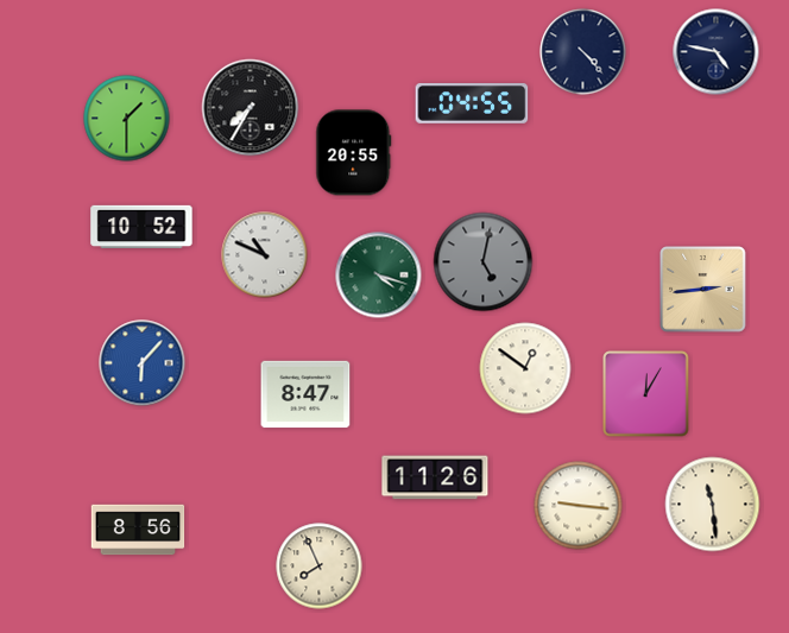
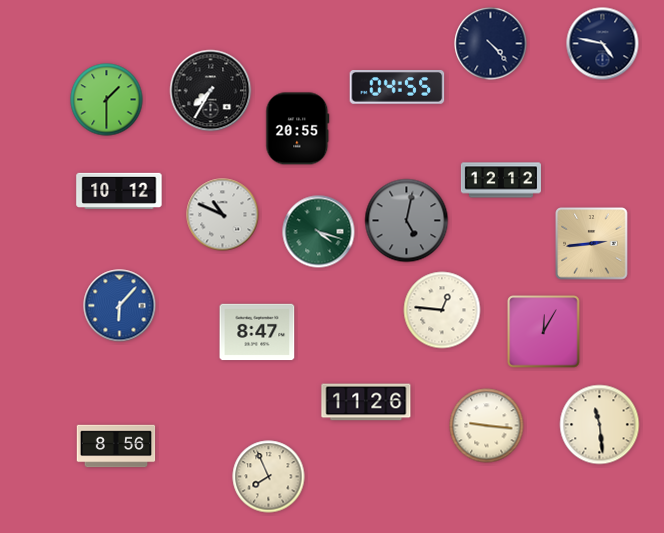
clock at (501, 180): none -> 12:12
clock at (141, 227): 10:52 -> 10:12
clock at (525, 368): 12:51 -> 12:46
